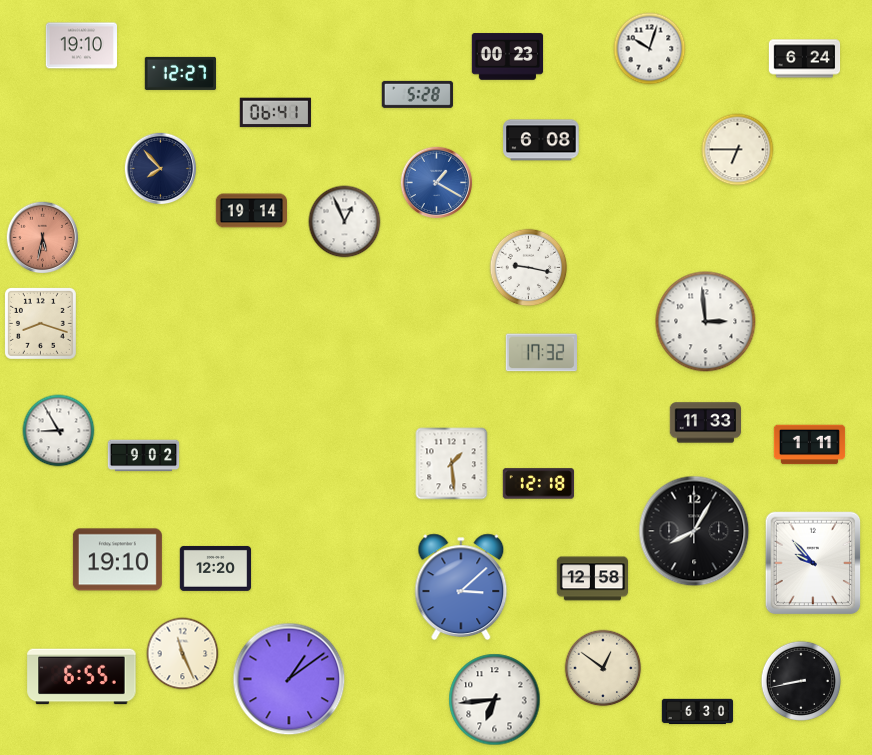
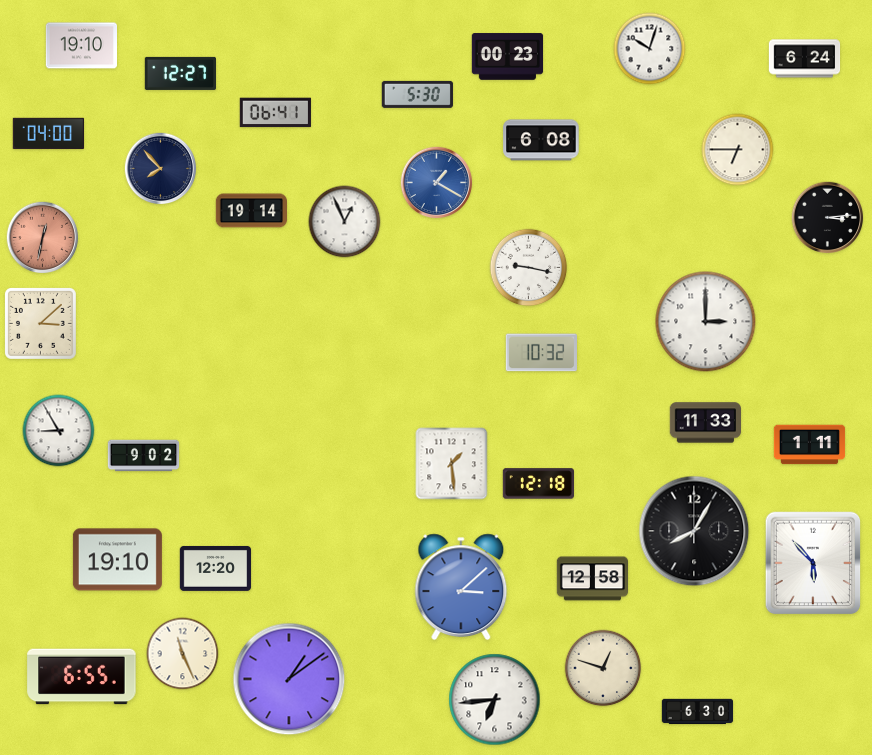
clock at (417, 94): 5:28 -> 5:30
clock at (49, 134): none -> 04:00
clock at (828, 218): none -> 3:14
clock at (43, 238): 5:32 -> 12:32
clock at (706, 322): 2:59 -> 3:00
clock at (40, 323): 8:18 -> 3:08
clock at (541, 353): 17:32 -> 10:32
clock at (813, 563): 9:53 -> 5:53
clock at (603, 668): 12:51 -> 12:48
clock at (801, 681): 8:43 -> none
